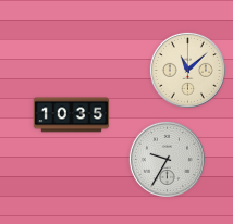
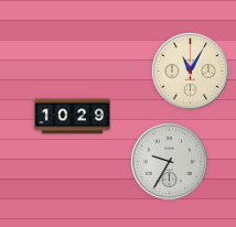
clock at (187, 70): 11:08 -> 11:05
clock at (72, 115): 10:35 -> 10:29
